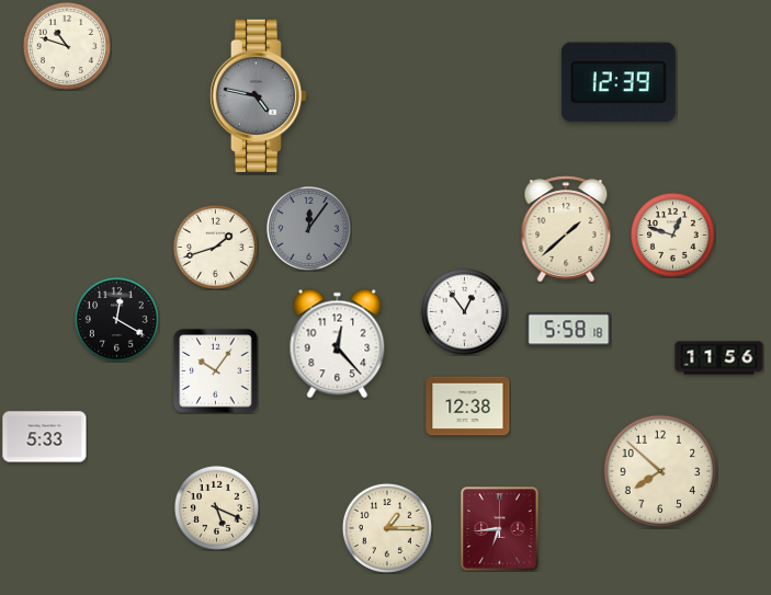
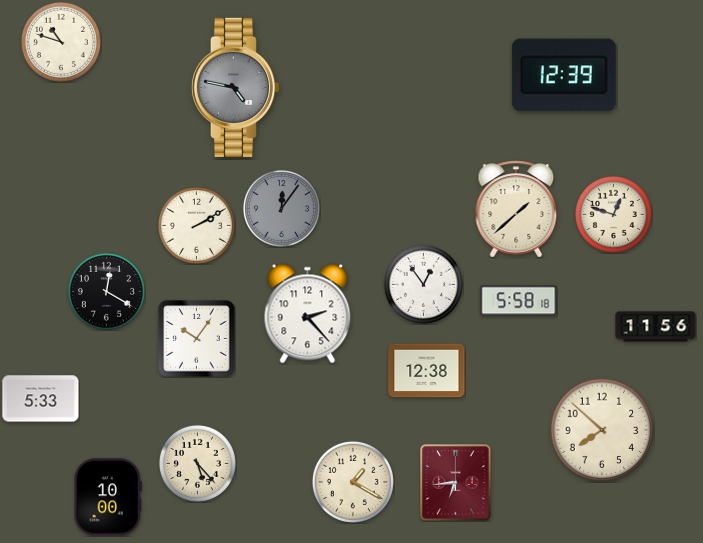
clock at (215, 247): 1:42 -> 2:10
clock at (338, 344): 12:23 -> 2:23
clock at (216, 507): 5:19 -> 5:23
clock at (387, 528): 1:15 -> 1:20
clock at (108, 497): none -> 10:00
